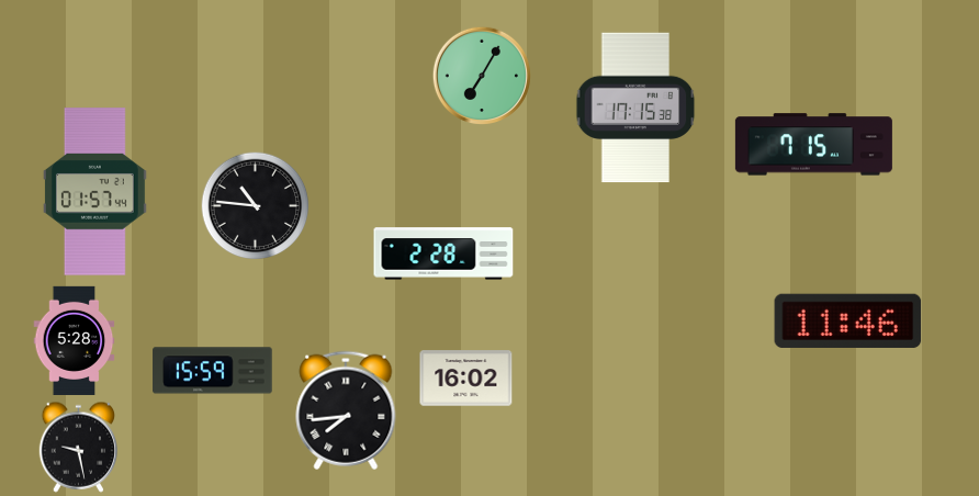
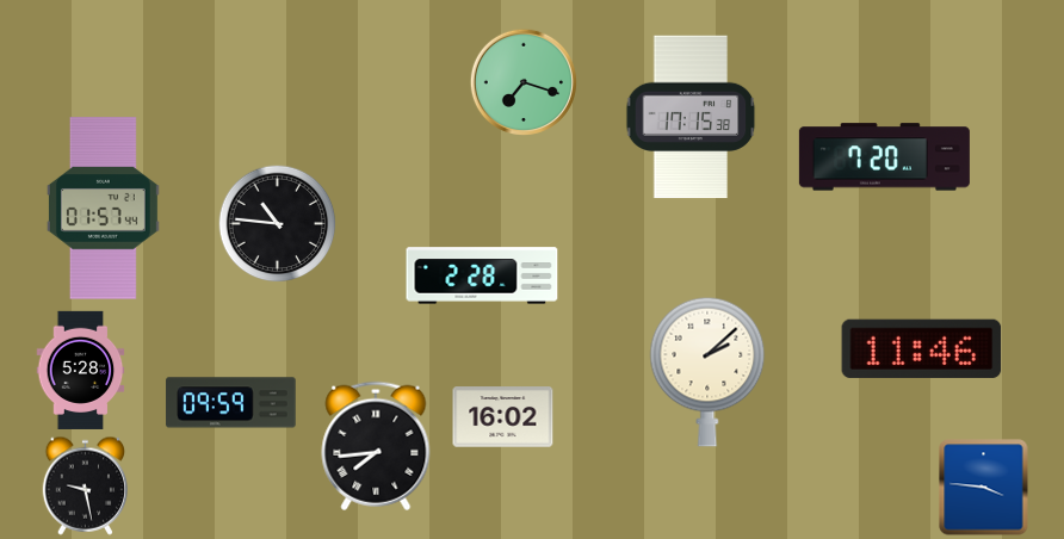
clock at (481, 75): 7:05 -> 7:18
clock at (813, 145): 7:15 -> 7:20
clock at (707, 372): none -> 2:08
clock at (213, 371): 15:59 -> 09:59
clock at (466, 379) position: (466, 379) -> (503, 417)
clock at (984, 488): none -> 3:46
